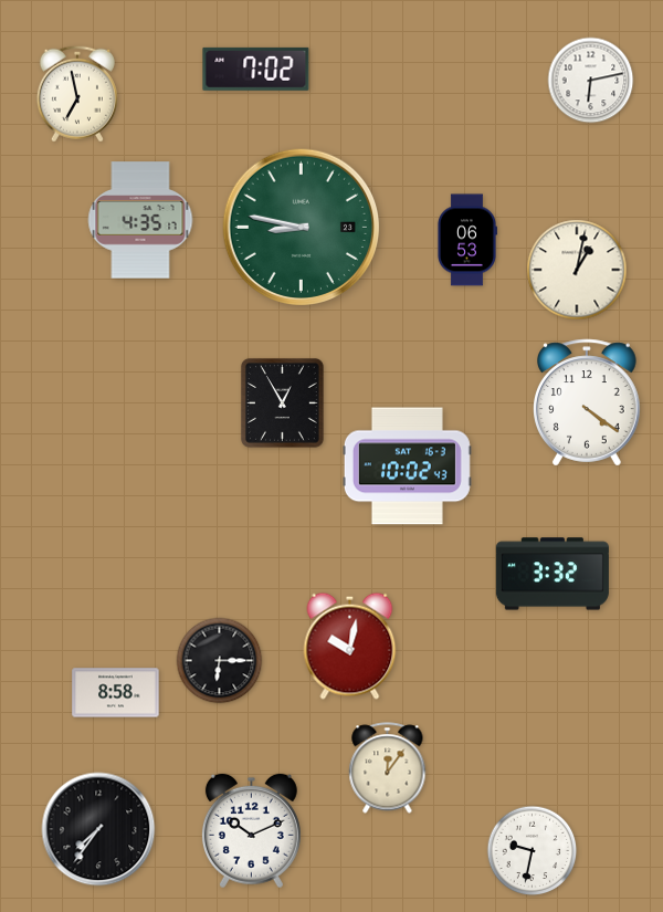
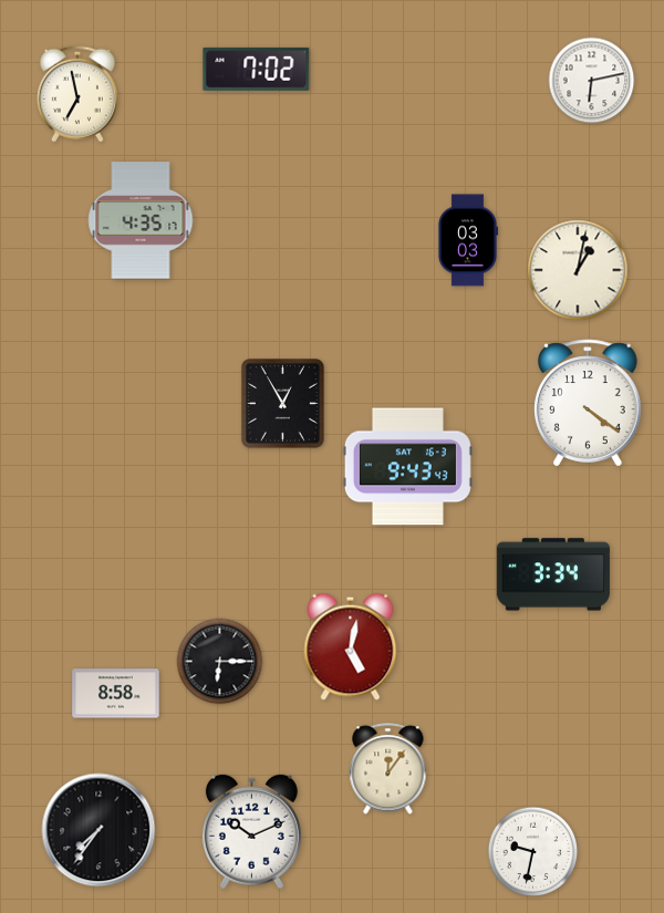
clock at (301, 227): 8:47 -> none
clock at (466, 240): 06:53 -> 03:03
clock at (407, 467): 10:02 -> 9:43
clock at (552, 574): 3:32 -> 3:34
clock at (350, 646): 10:02 -> 5:02
